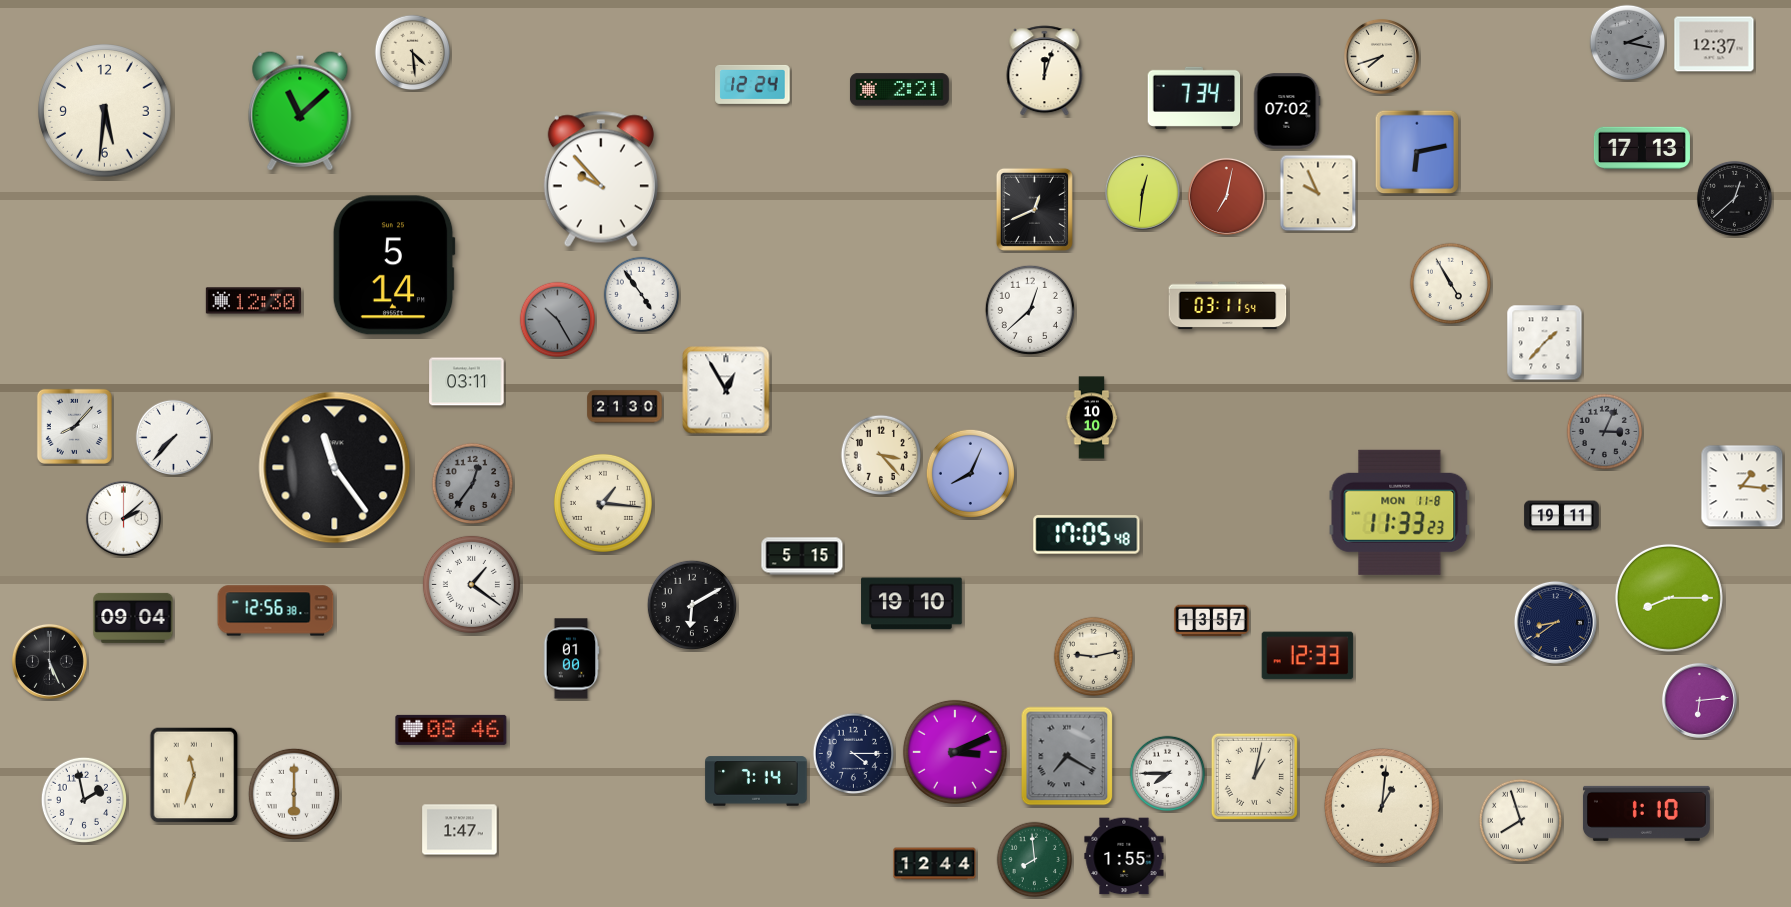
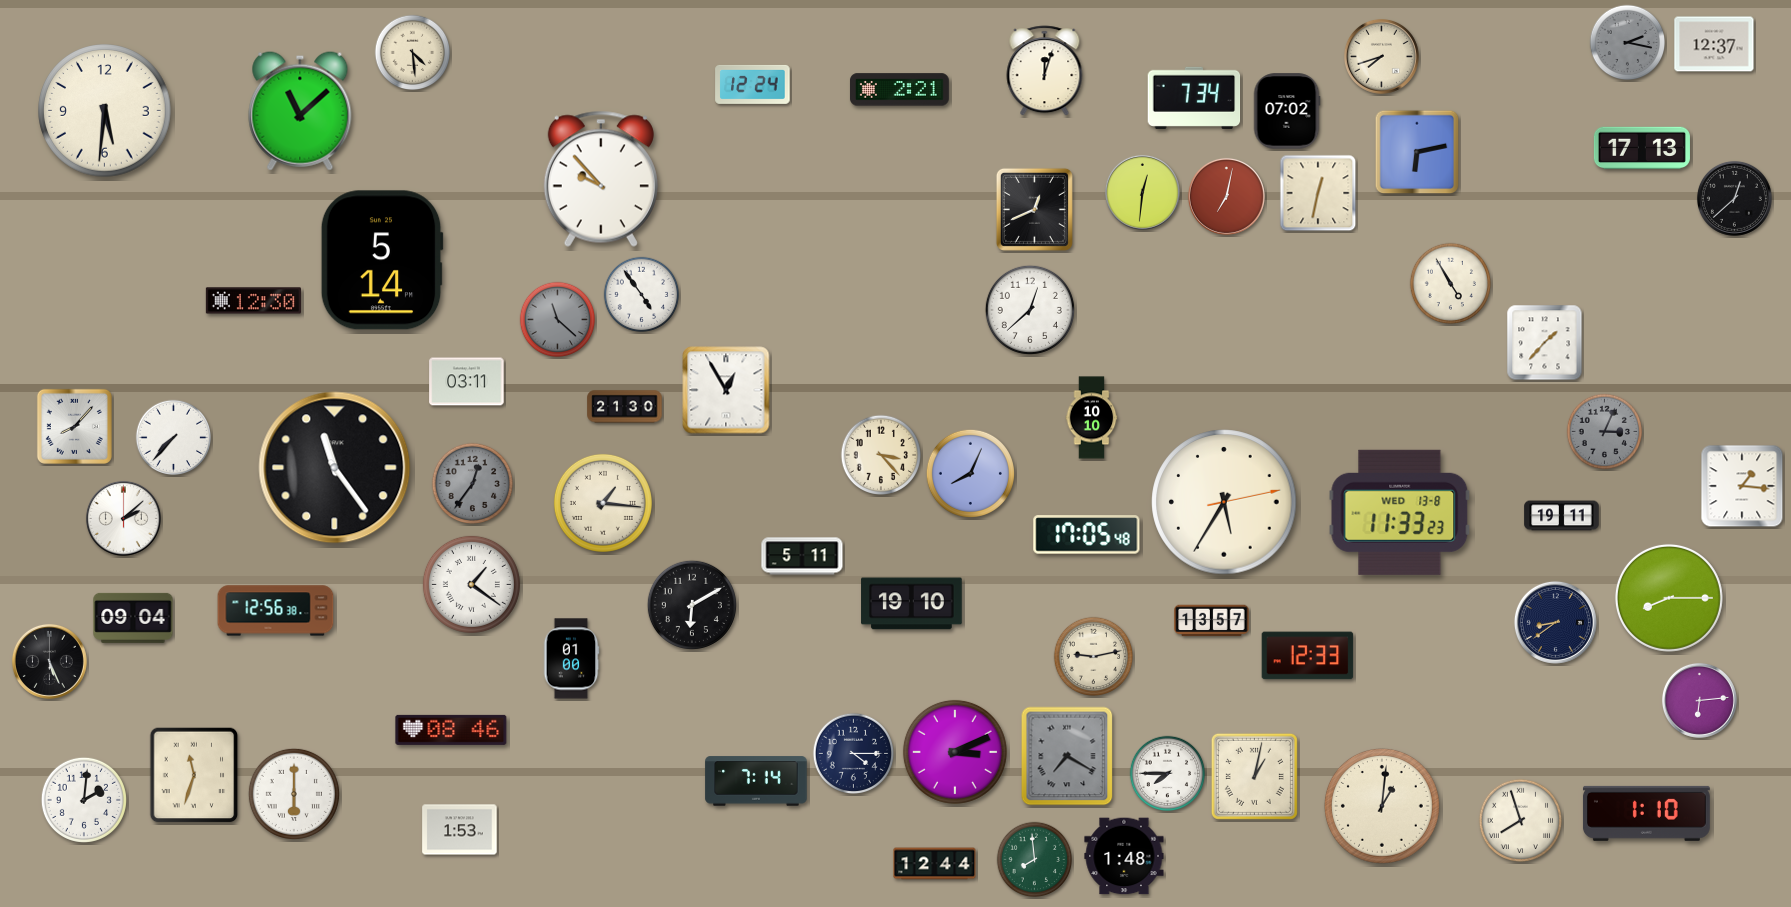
clock at (1318, 193): 9:56 -> 12:32
clock at (394, 265) position: (394, 265) -> (382, 260)
clock at (1228, 306): 03:11 -> none
clock at (558, 320): 10:25 -> 11:22
clock at (1224, 502): none -> 5:35
clock at (1400, 512) date: MON 11-8 -> WED 13-8
clock at (802, 556): 5:15 -> 5:11
clock at (84, 800): 1:58 -> 2:01
clock at (460, 830): 1:47 -> 1:53
clock at (1124, 856): 1:55 -> 1:48
